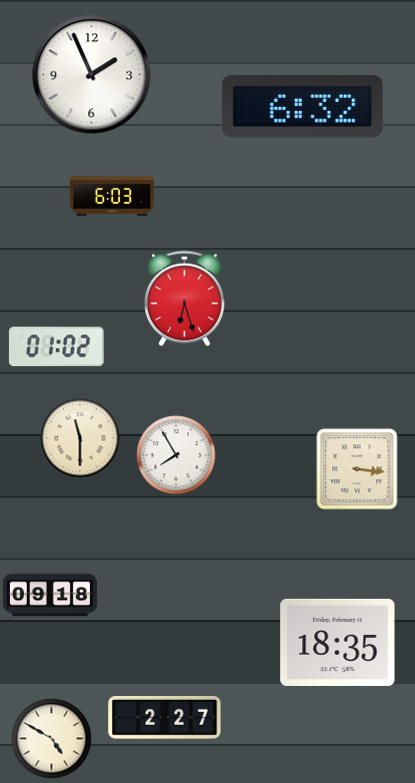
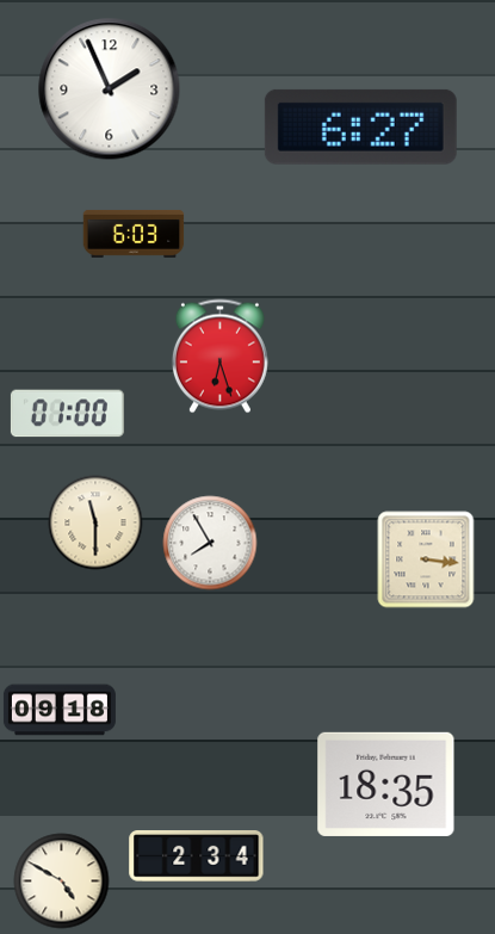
clock at (302, 106): 6:32 -> 6:27
clock at (56, 347): 01:02 -> 01:00
clock at (338, 642) position: (338, 642) -> (386, 784)
clock at (165, 718): 2:27 -> 2:34
